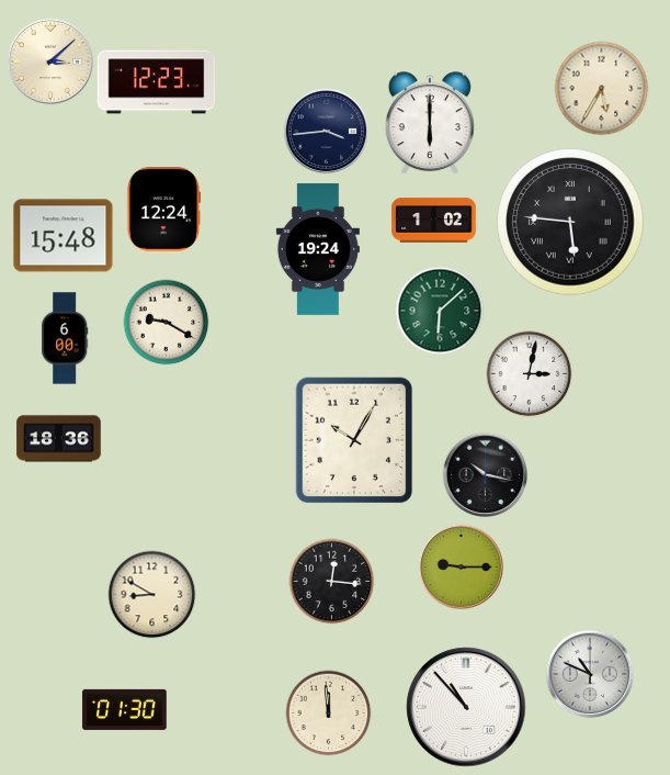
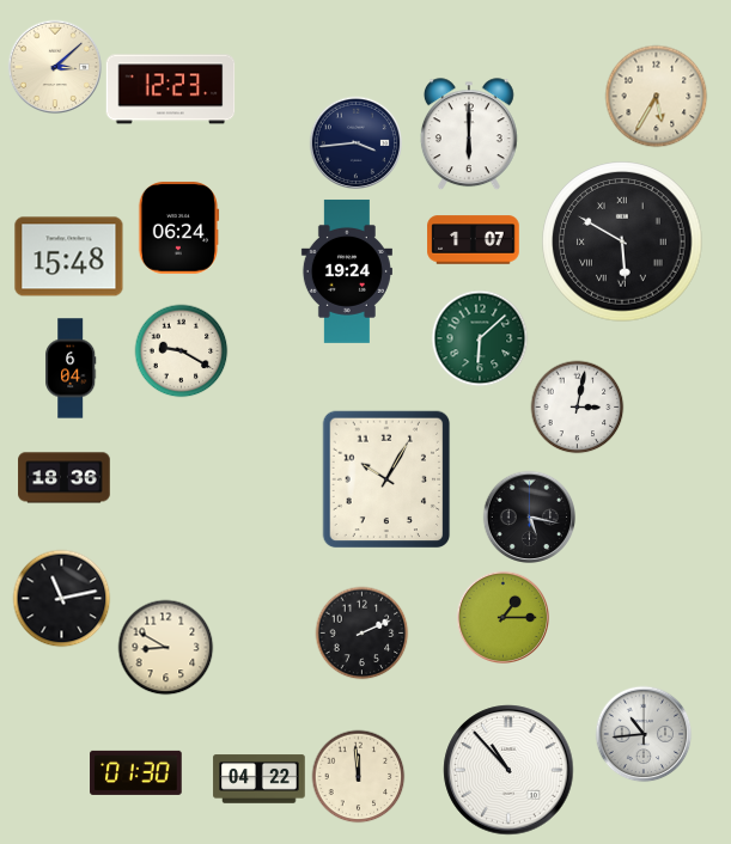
clock at (163, 210): 12:24 -> 06:24
clock at (434, 221): 1:02 -> 1:07
clock at (570, 222): 5:46 -> 5:50
clock at (65, 338): 6:00 -> 6:04
clock at (485, 474): 10:17 -> 5:17
clock at (61, 598): none -> 11:13
clock at (461, 566): 9:15 -> 1:15
clock at (331, 581): 12:16 -> 2:11
clock at (590, 674): 10:49 -> 10:44
clock at (260, 779): none -> 04:22
